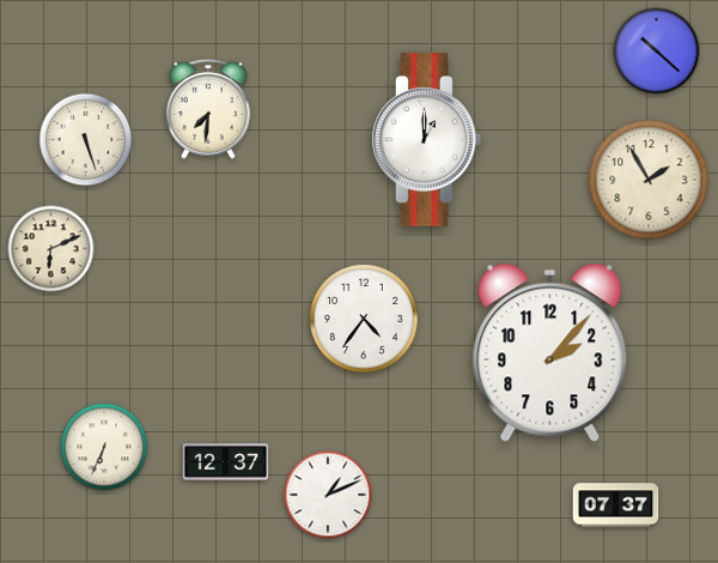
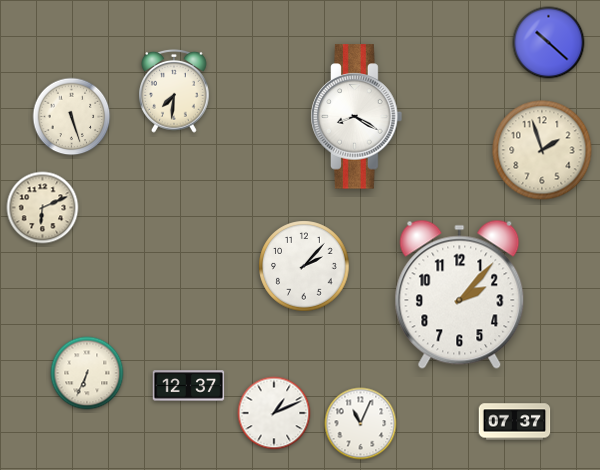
clock at (427, 140): 1:00 -> 8:20
clock at (649, 180): 1:55 -> 1:57
clock at (364, 319): 4:36 -> 2:07
clock at (361, 424): none -> 11:04
